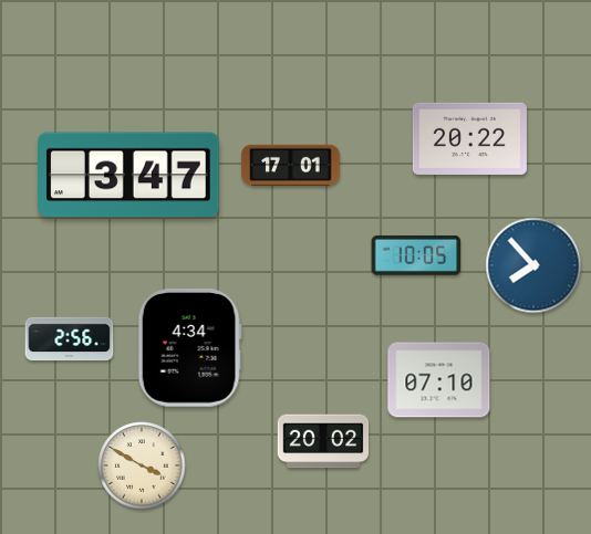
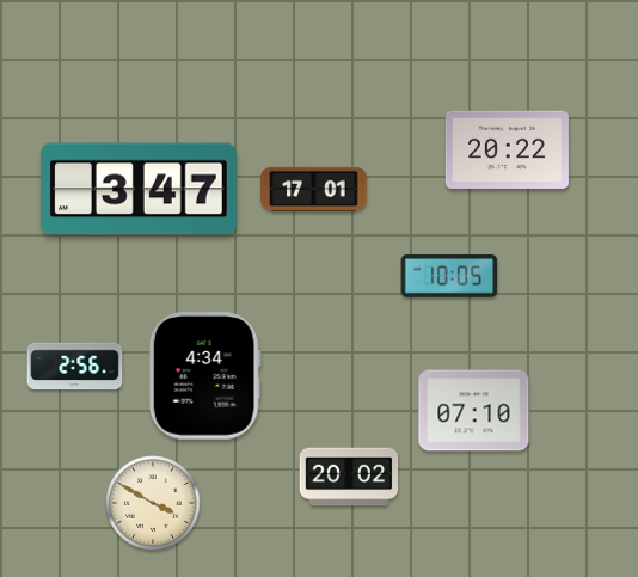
clock at (291, 165) position: (291, 165) -> (314, 189)
clock at (533, 265): 7:53 -> none
